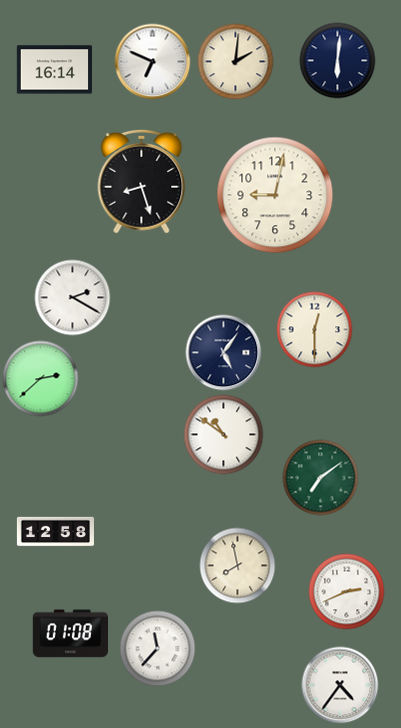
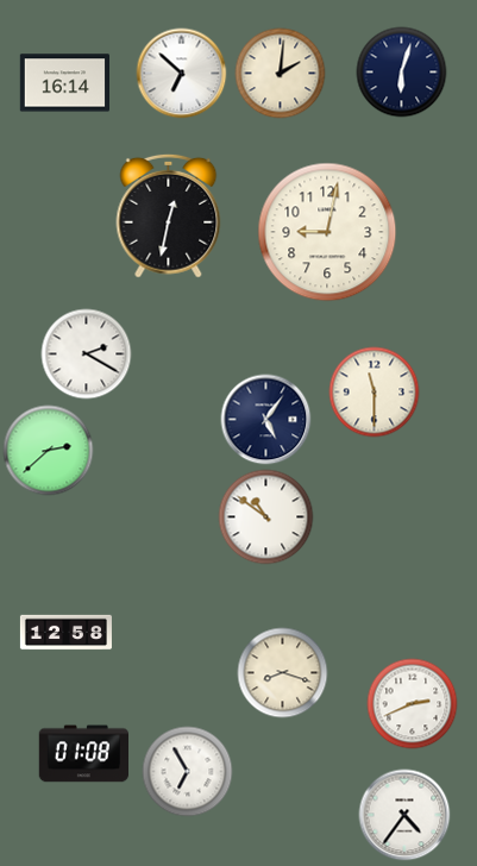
clock at (338, 61): 6:01 -> 6:03
clock at (153, 62): 6:49 -> 6:52
clock at (142, 181): 8:27 -> 12:32
clock at (315, 330): 12:30 -> 11:30
clock at (321, 478): 7:09 -> none
clock at (238, 566): 7:58 -> 8:18
clock at (158, 649): 11:37 -> 6:55
